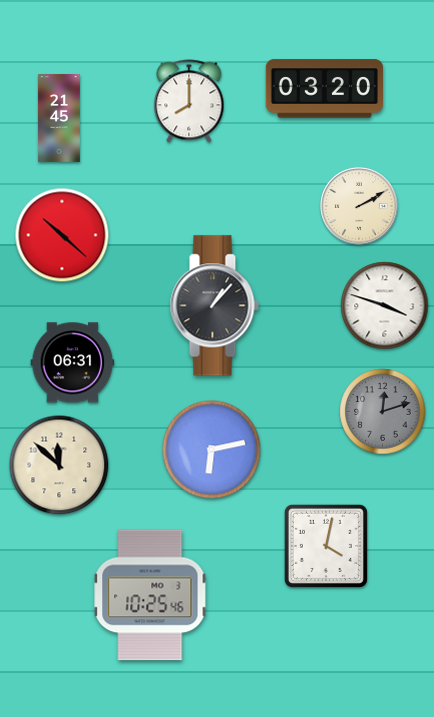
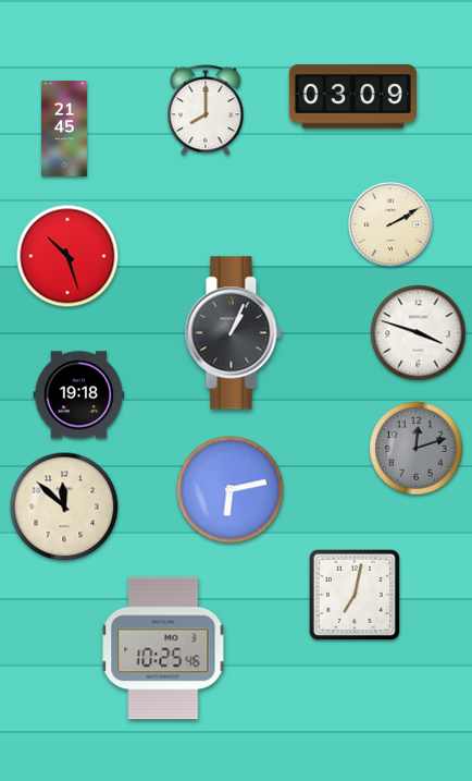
clock at (324, 89): 03:20 -> 03:09
clock at (62, 235): 10:22 -> 10:27
clock at (214, 306): 1:07 -> 1:04
clock at (73, 363): 06:31 -> 19:18
clock at (326, 546): 4:02 -> 7:02
